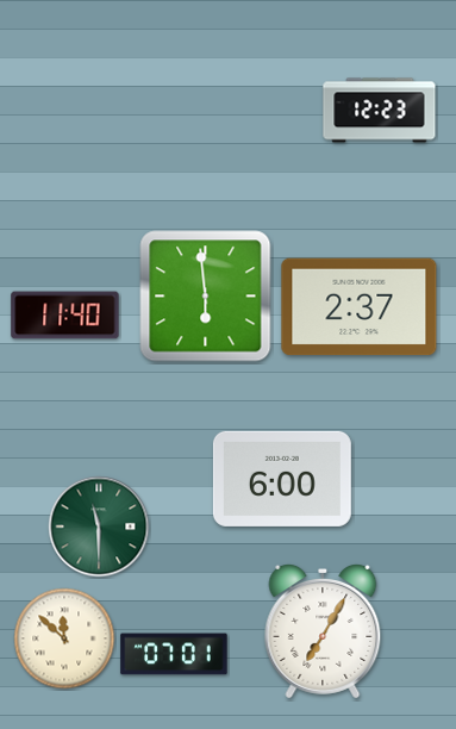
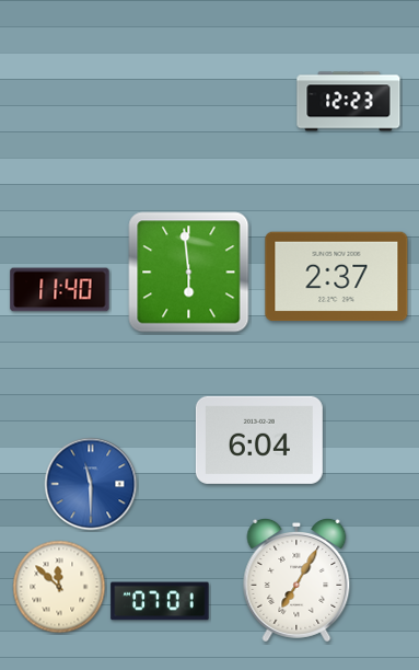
clock at (360, 307) position: (360, 307) -> (337, 277)
clock at (282, 479): 6:00 -> 6:04
clock at (99, 526) dial: green -> blue
